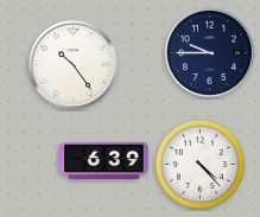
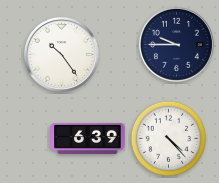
clock at (104, 160) position: (104, 160) -> (88, 138)
